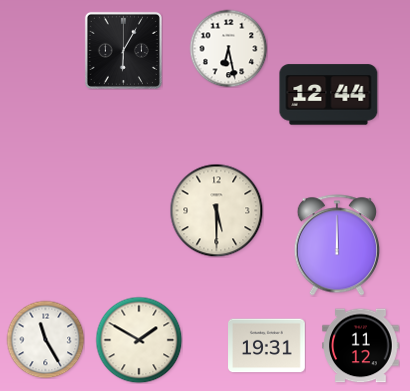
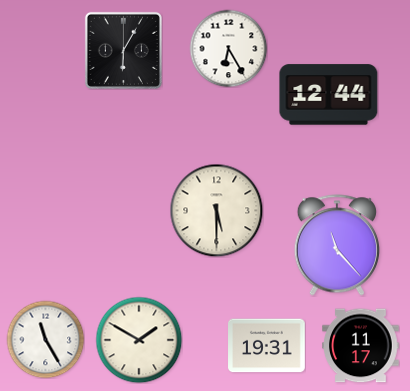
clock at (228, 48): 6:28 -> 6:25
clock at (336, 245): 12:00 -> 11:23
clock at (361, 346): 11:12 -> 11:17
